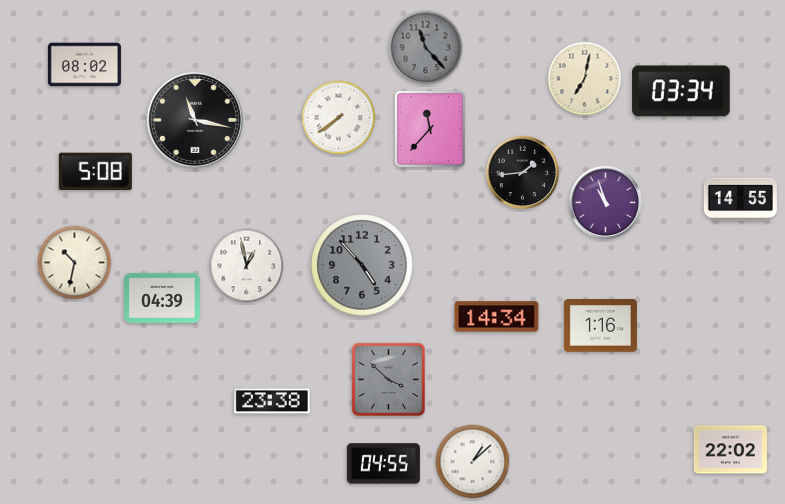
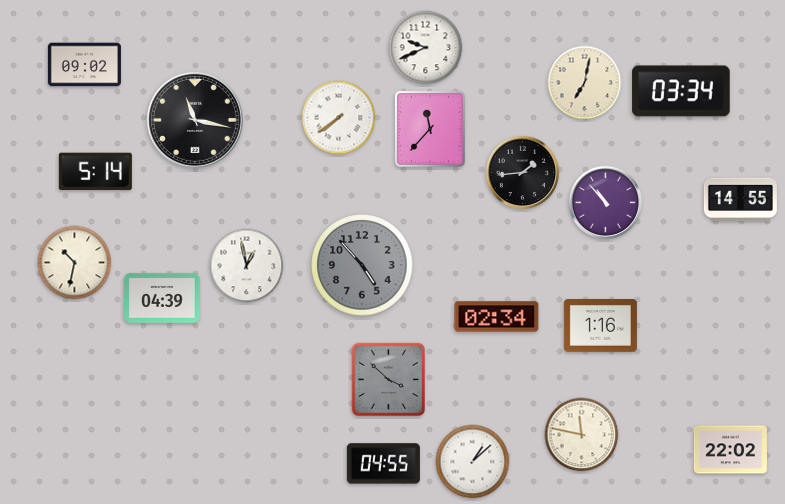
clock at (426, 48): 11:23 -> 9:41
clock at (426, 48) dial: grey -> white
clock at (84, 65): 08:02 -> 09:02
clock at (585, 79) position: (585, 79) -> (585, 83)
clock at (95, 172): 5:08 -> 5:14
clock at (605, 203): 10:57 -> 10:53
clock at (497, 317): 14:34 -> 02:34
clock at (272, 401): 23:38 -> none
clock at (582, 435): none -> 11:47
